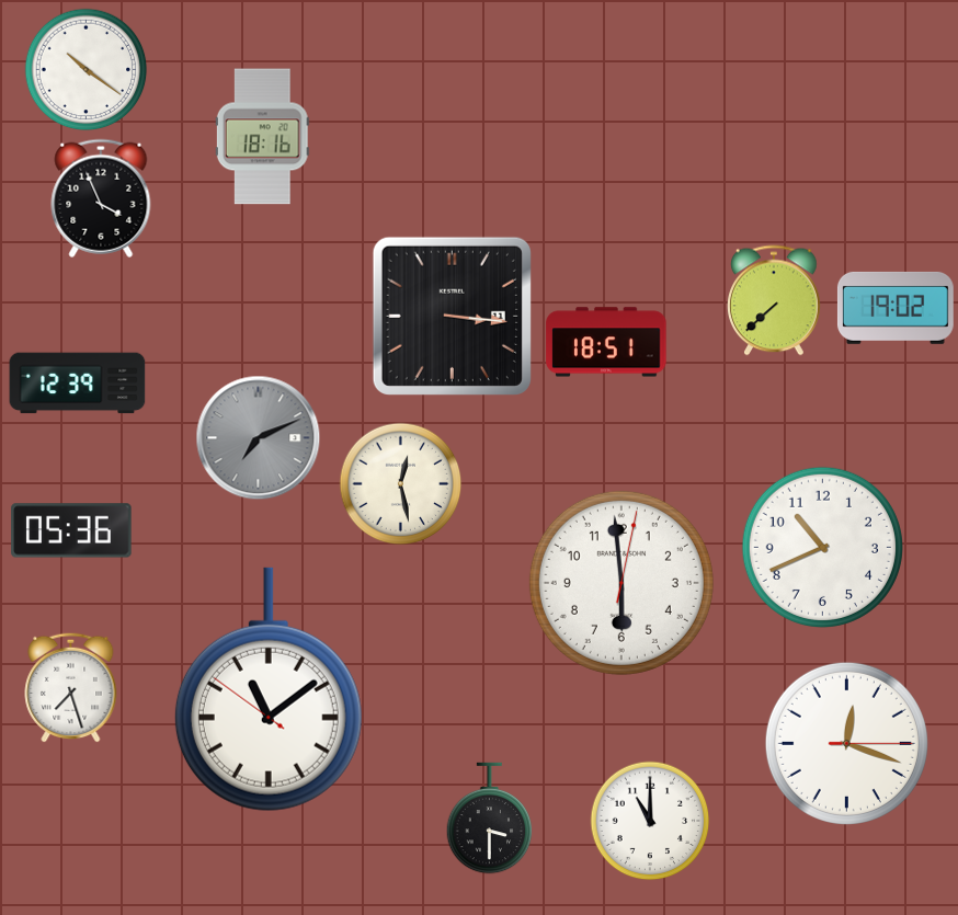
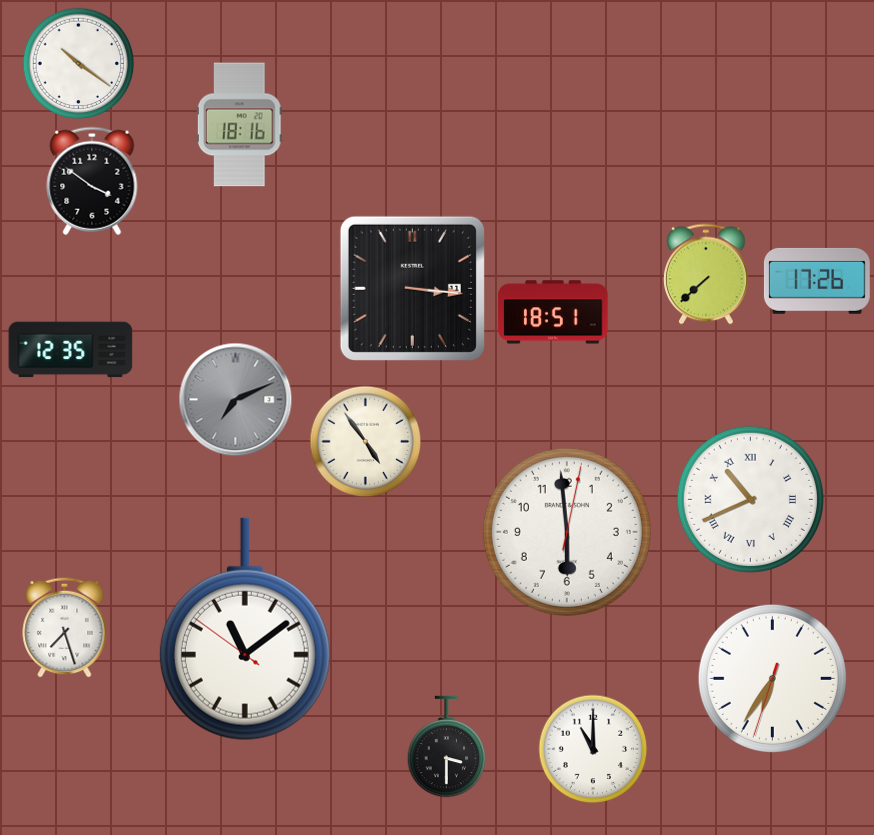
clock at (101, 198): 3:56 -> 3:51
clock at (896, 308): 19:02 -> 17:26
clock at (78, 384): 12:39 -> 12:35
clock at (401, 484): 12:28 -> 4:54
clock at (71, 530): 05:36 -> none
clock at (822, 547) numerals: Arabic -> Roman
clock at (846, 743): 12:18 -> 6:35
